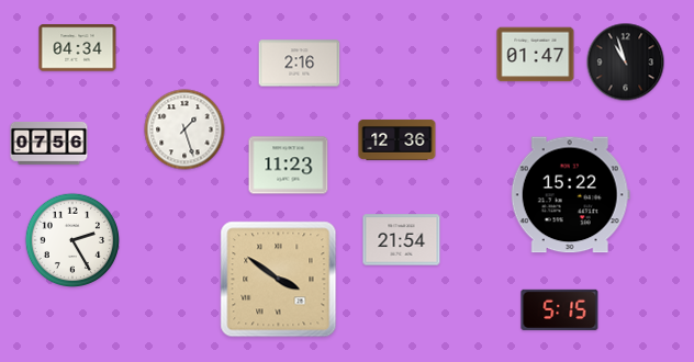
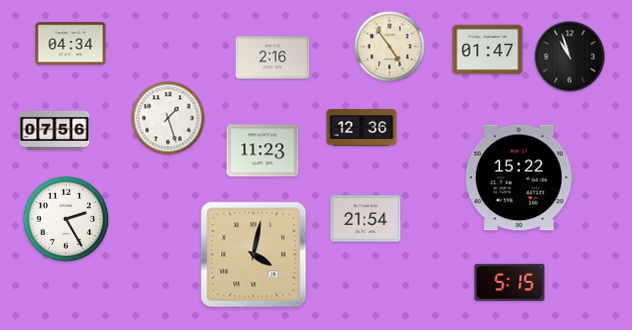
clock at (390, 47): none -> 4:54
clock at (49, 143) position: (49, 143) -> (55, 130)
clock at (279, 280): 3:51 -> 4:02
